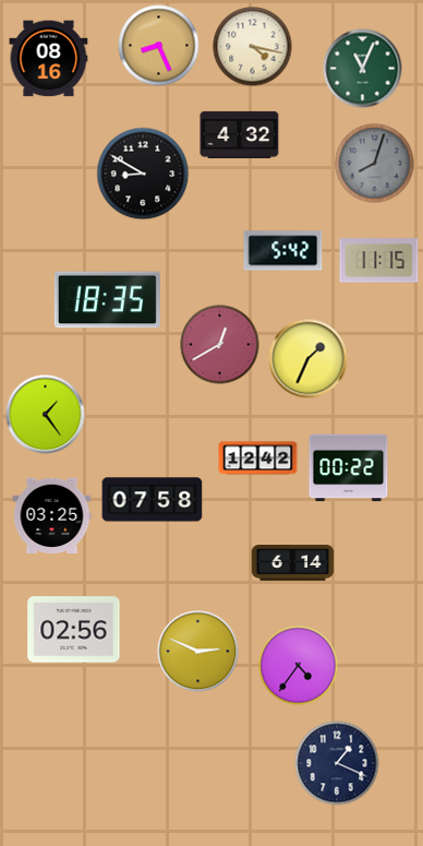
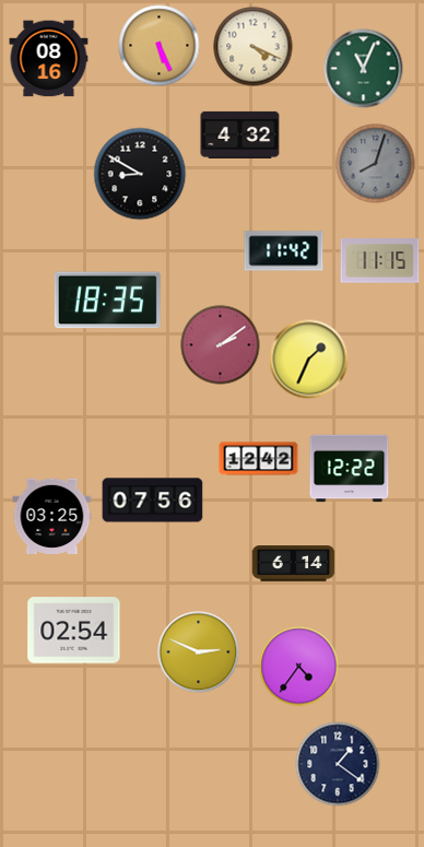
clock at (159, 46): 8:26 -> 5:26
clock at (253, 47): 4:17 -> 4:19
clock at (143, 174) position: (143, 174) -> (140, 174)
clock at (283, 251): 5:42 -> 11:42
clock at (220, 345): 12:40 -> 2:09
clock at (46, 415): 1:24 -> none
clock at (349, 468): 00:22 -> 12:22
clock at (153, 500): 07:58 -> 07:56
clock at (74, 630): 02:56 -> 02:54
clock at (337, 763): 1:19 -> 1:21
